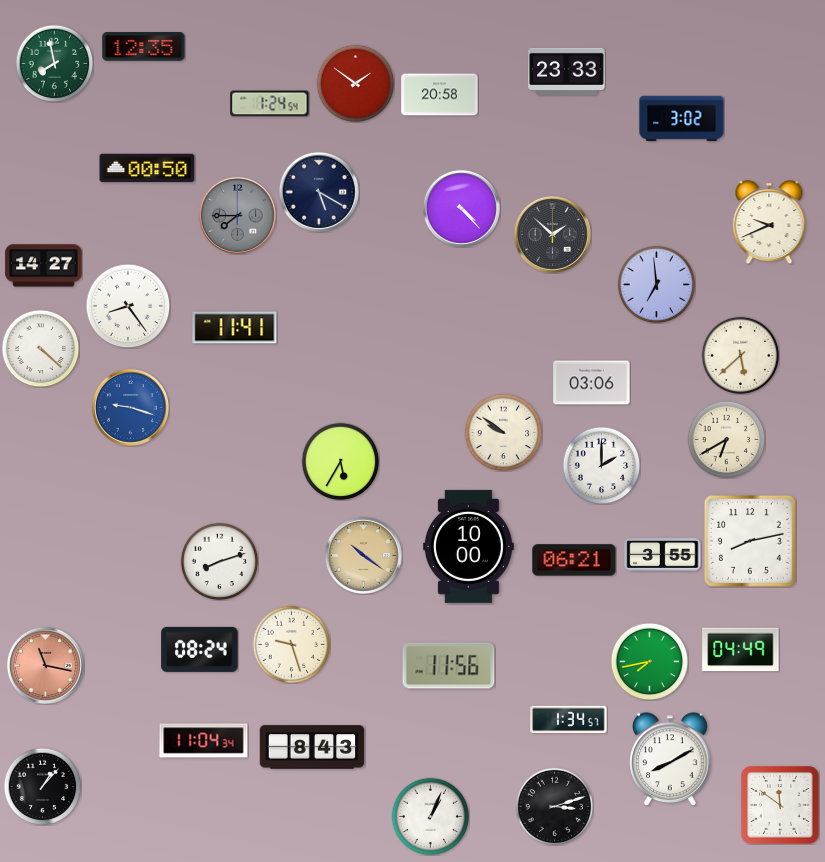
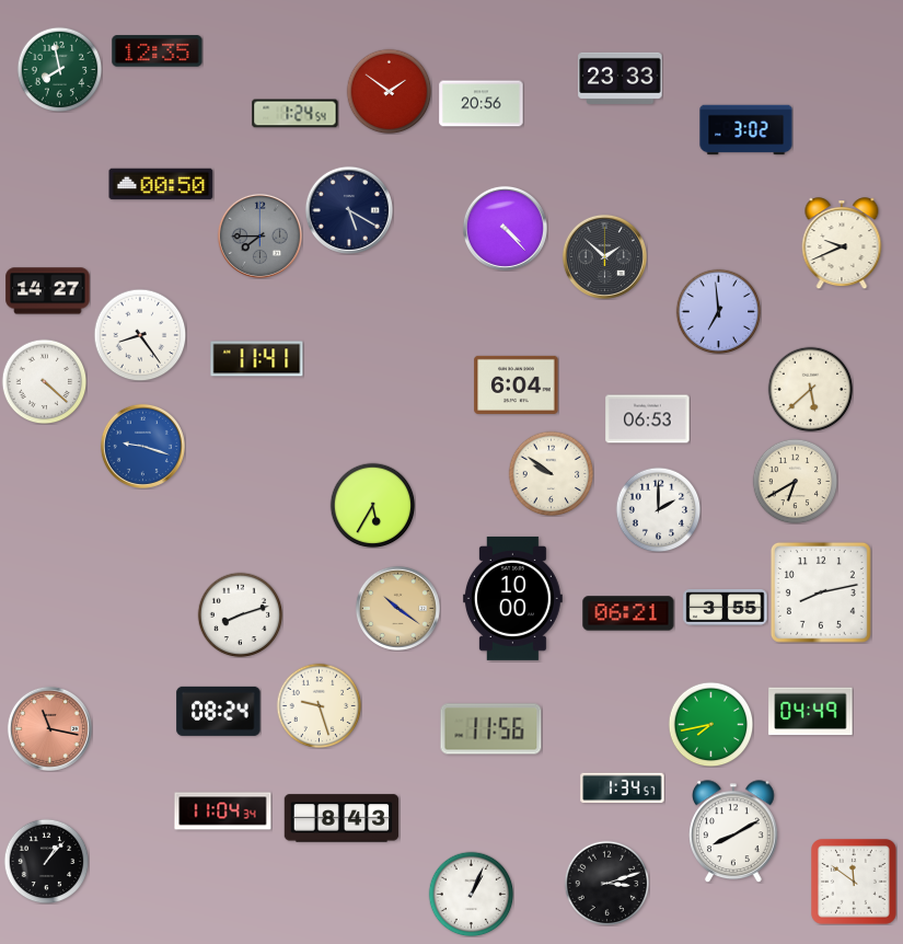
clock at (440, 95): 20:58 -> 20:56
clock at (517, 384): none -> 6:04
clock at (592, 383): 03:06 -> 06:53
